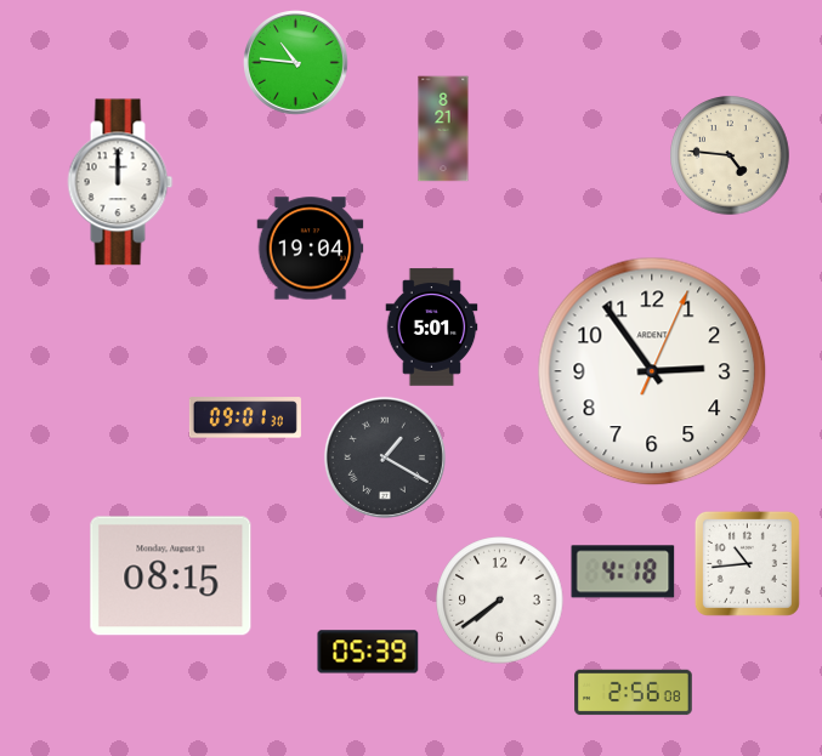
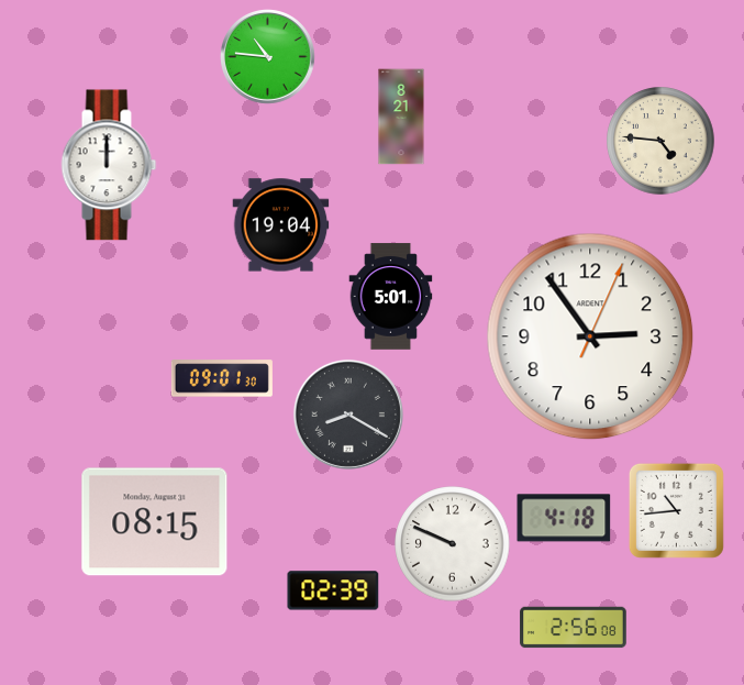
clock at (385, 457): 1:20 -> 8:20
clock at (500, 601): 7:39 -> 9:49
clock at (368, 652): 05:39 -> 02:39
